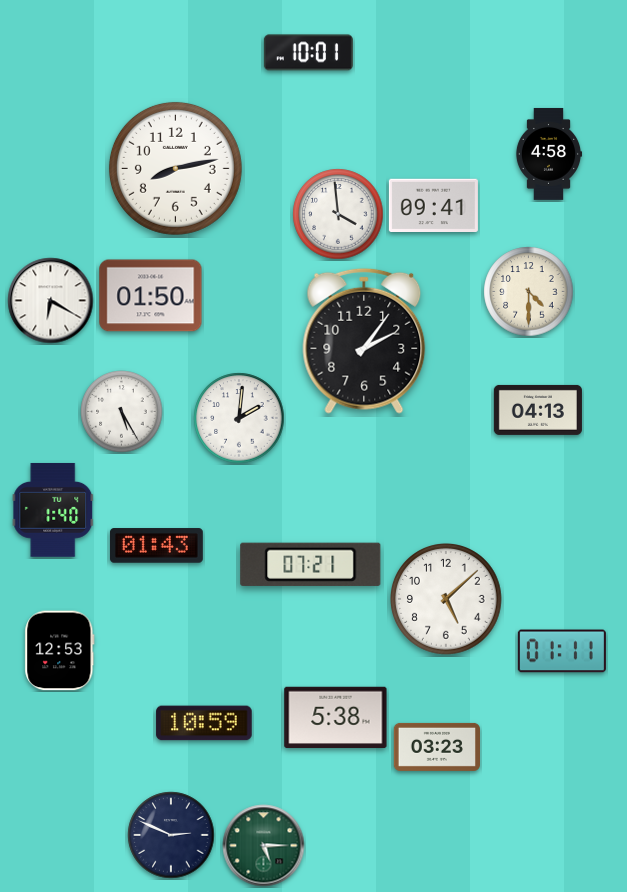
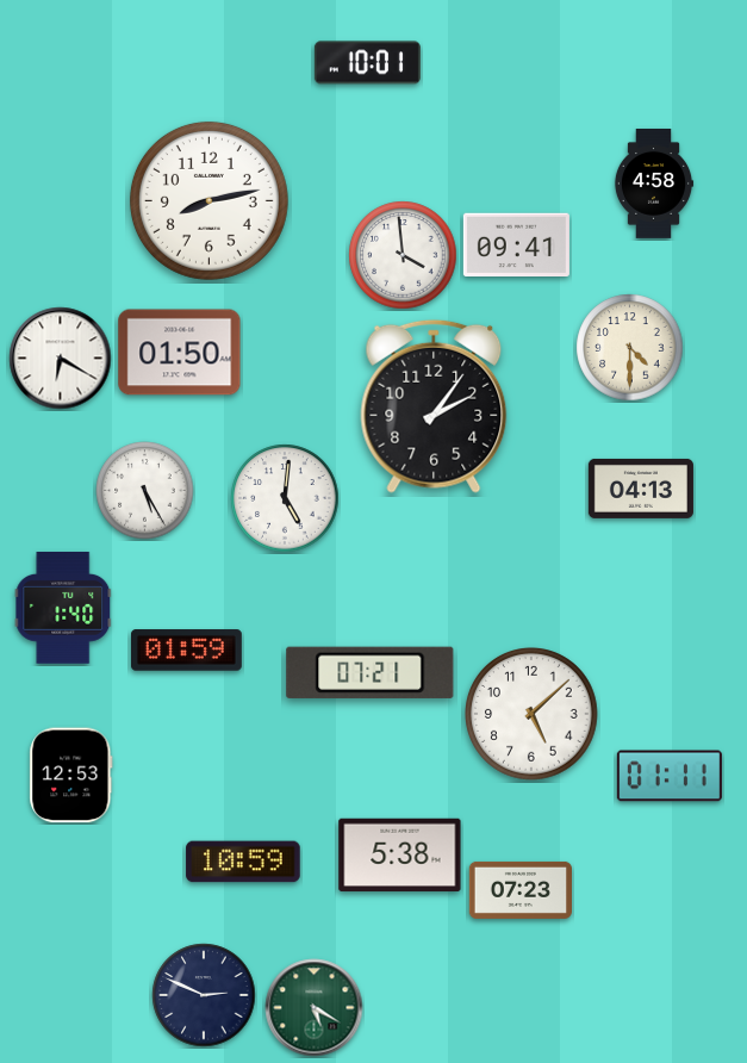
clock at (239, 418): 2:01 -> 5:01
clock at (156, 546): 01:43 -> 01:59
clock at (436, 747): 03:23 -> 07:23
clock at (264, 846): 5:15 -> 5:20
